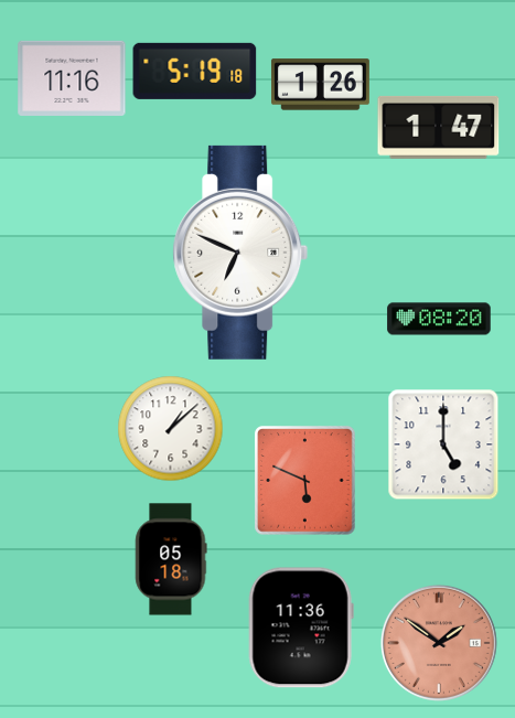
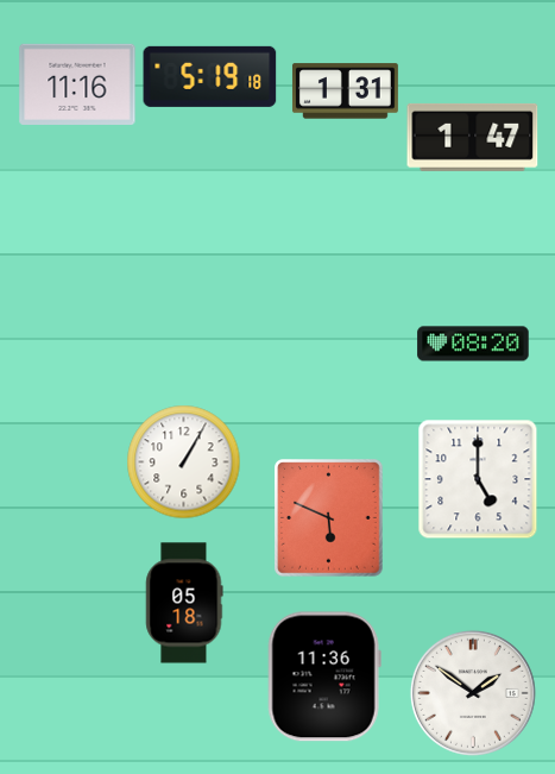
clock at (320, 85): 1:26 -> 1:31
clock at (240, 253): 6:49 -> none
clock at (171, 429): 1:08 -> 1:05
clock at (439, 643) dial: salmon -> white
